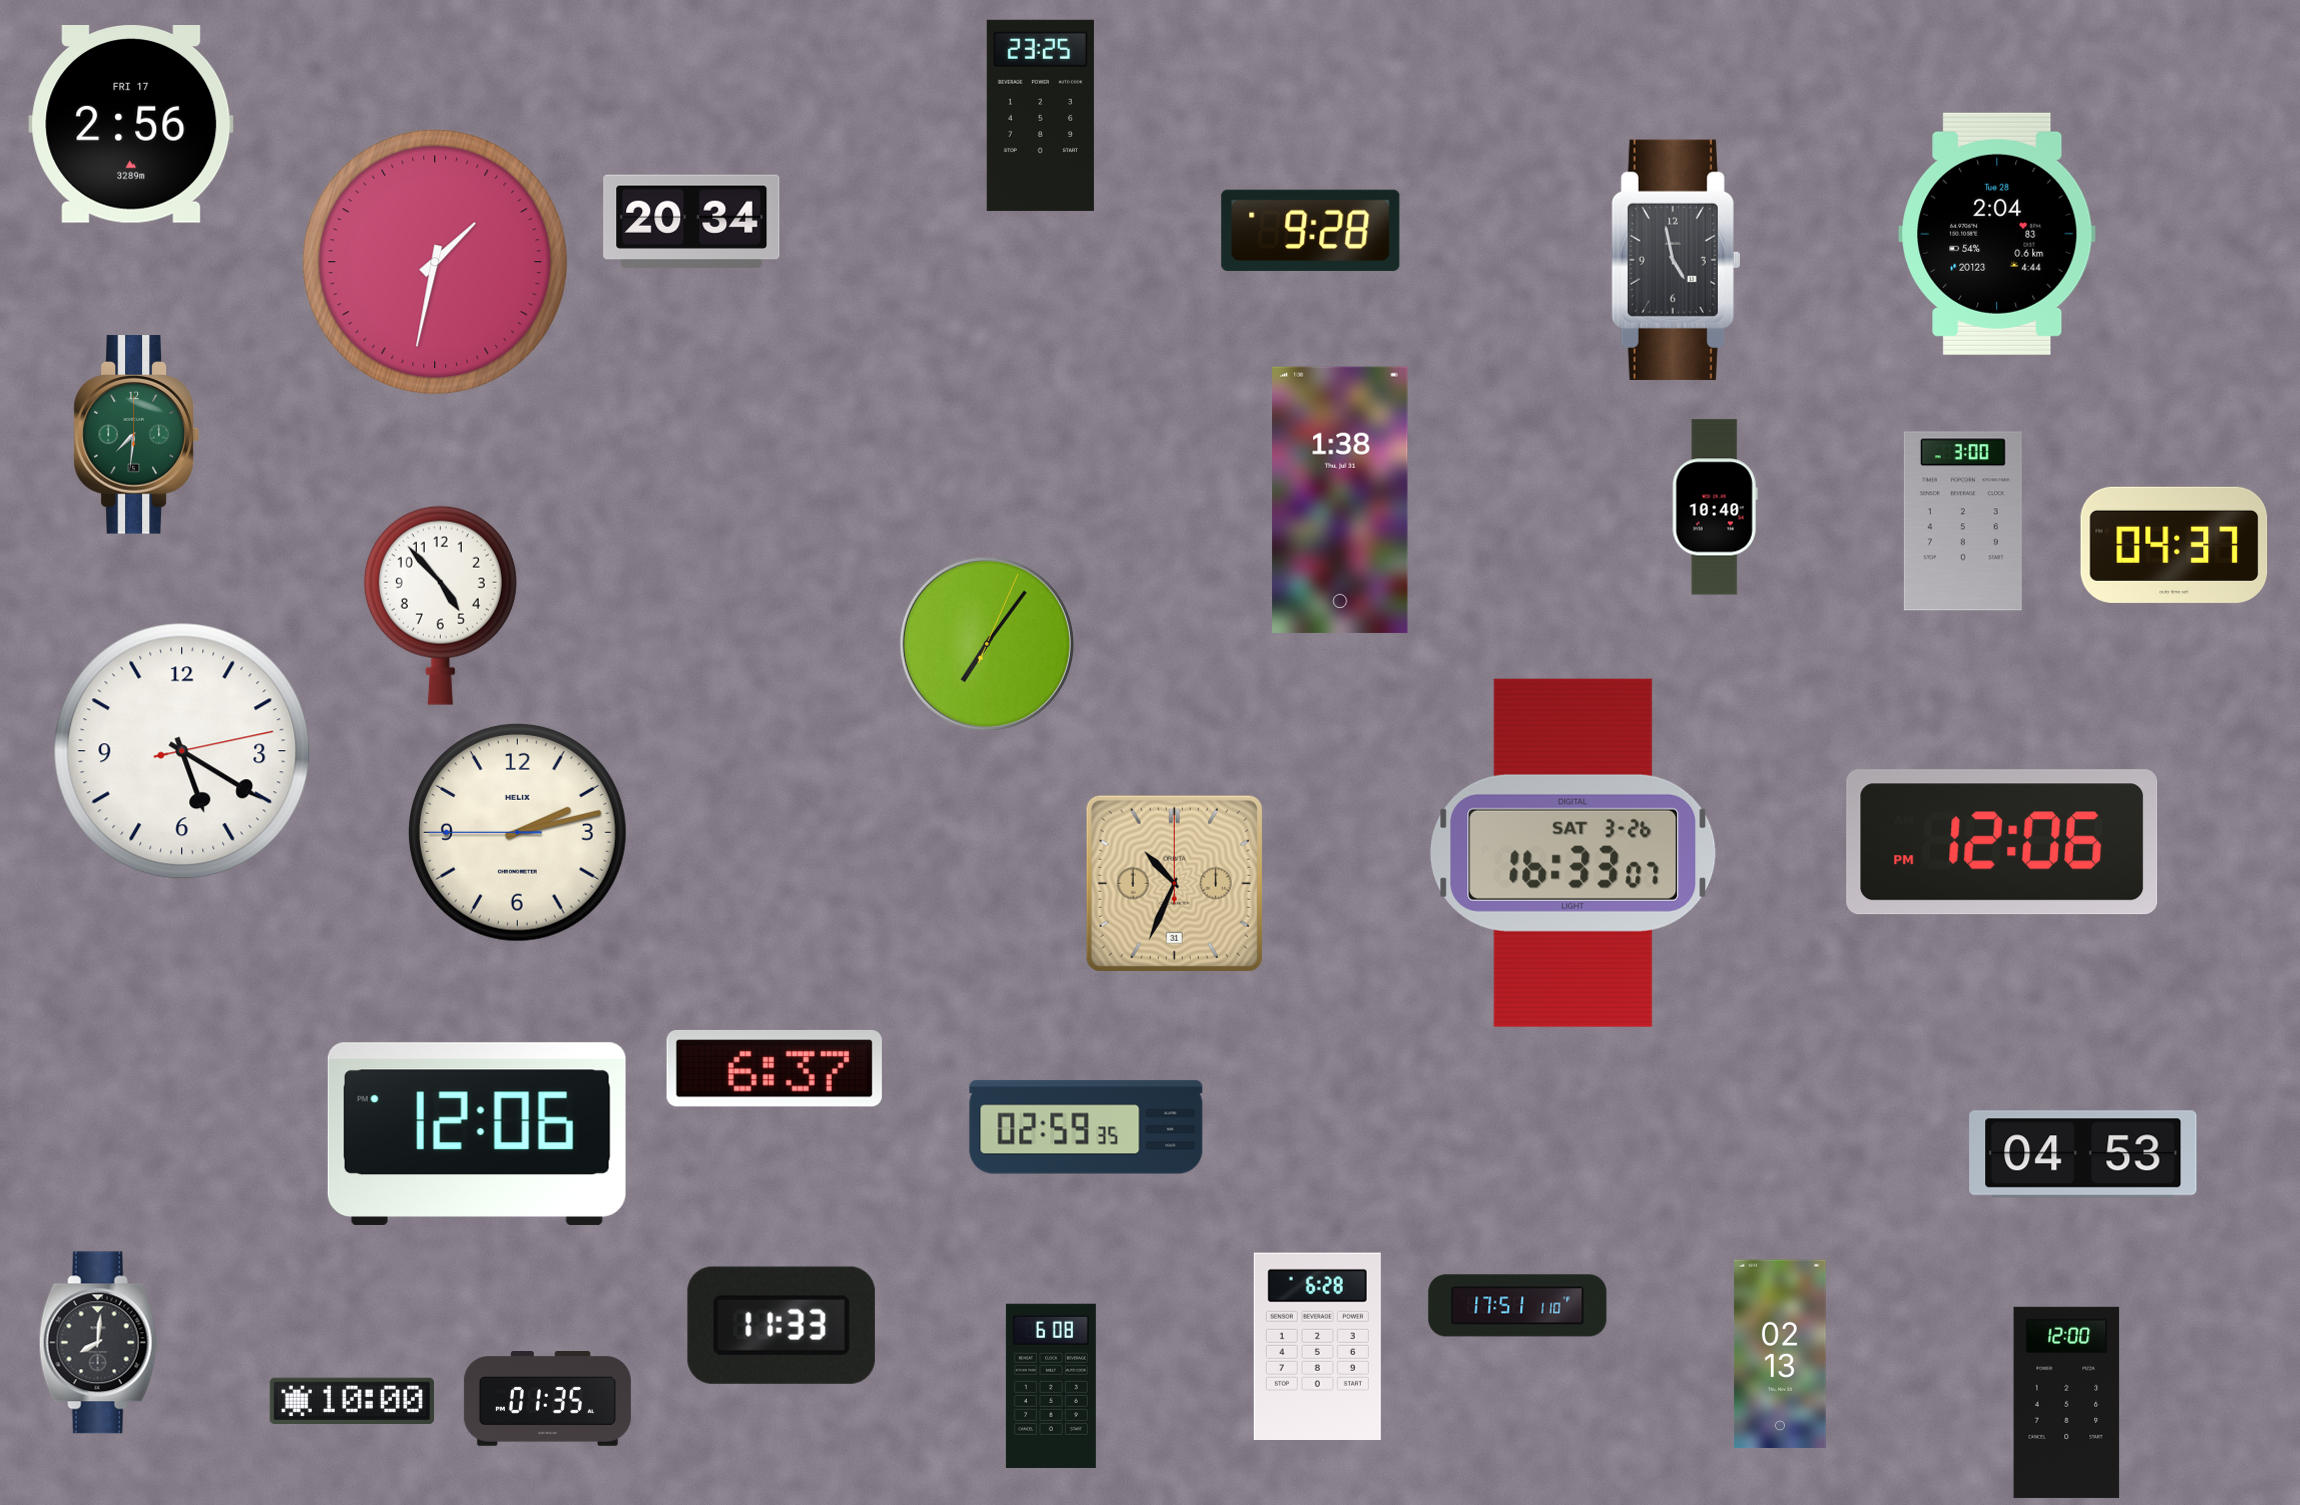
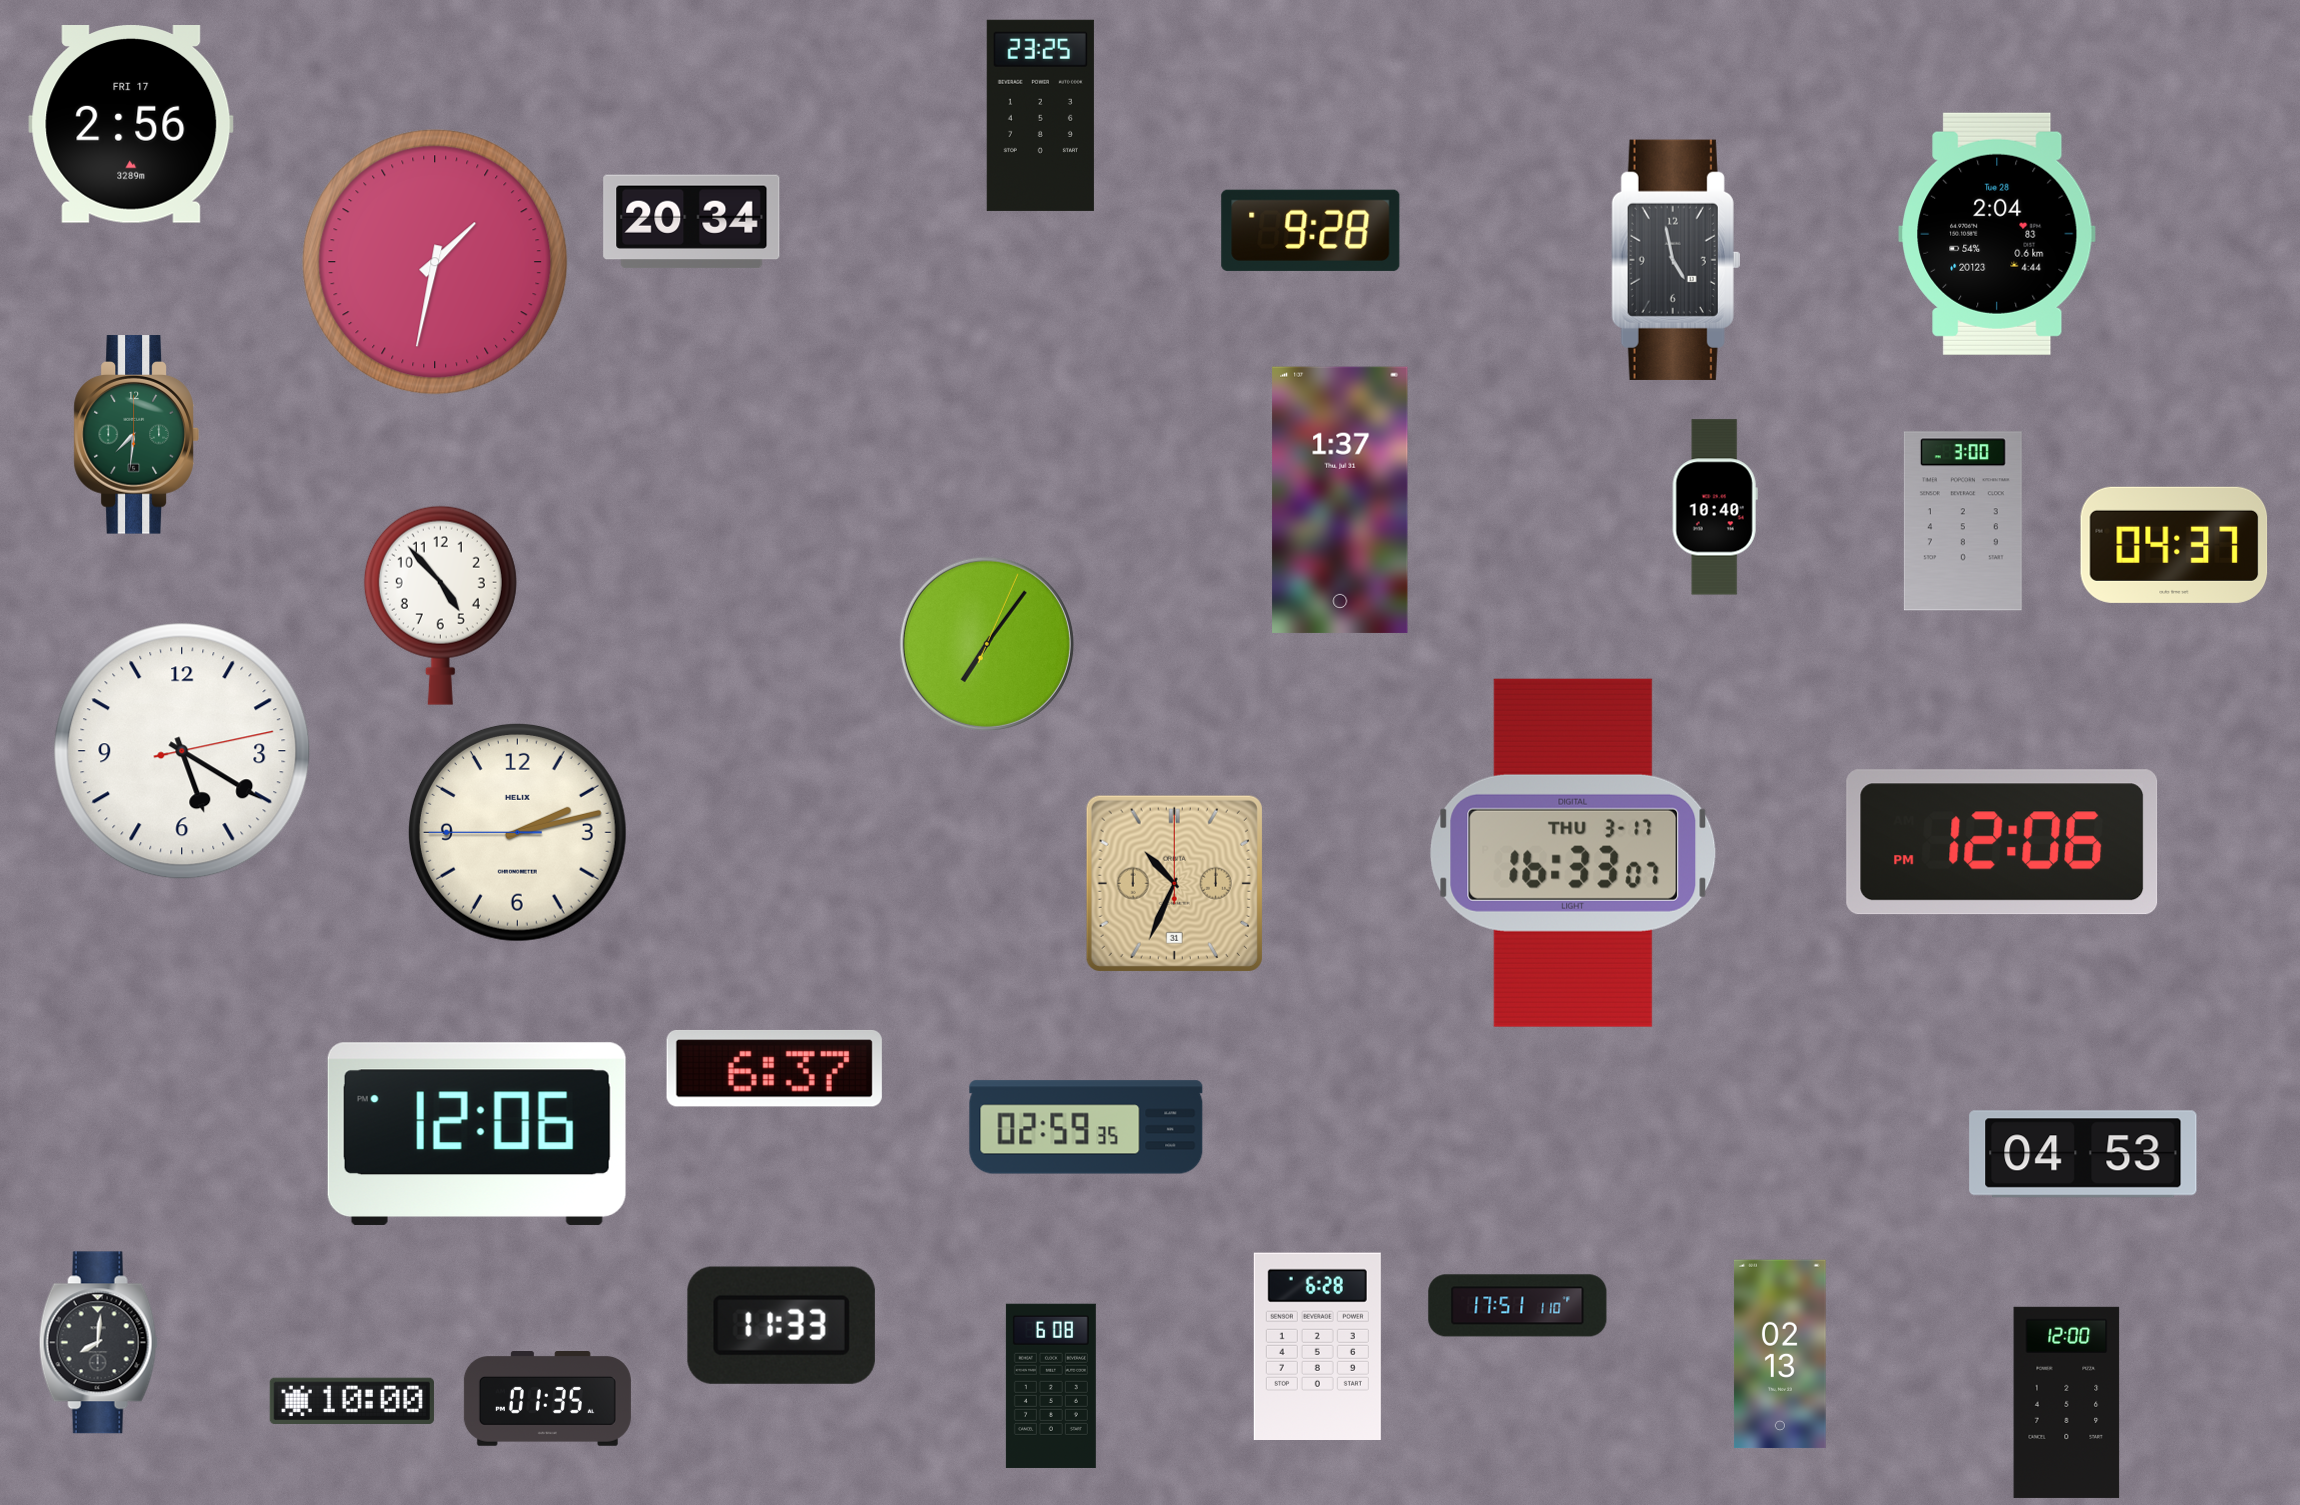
clock at (1340, 500): 1:38 -> 1:37
clock at (1573, 853) date: SAT 3-26 -> THU 3-17
